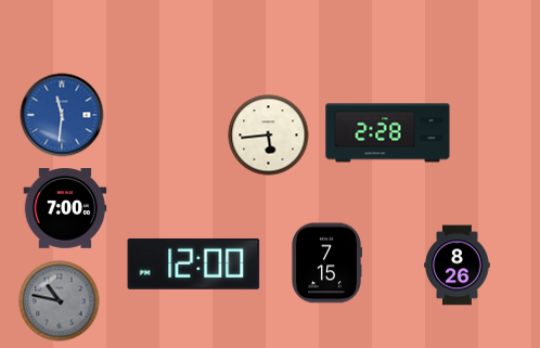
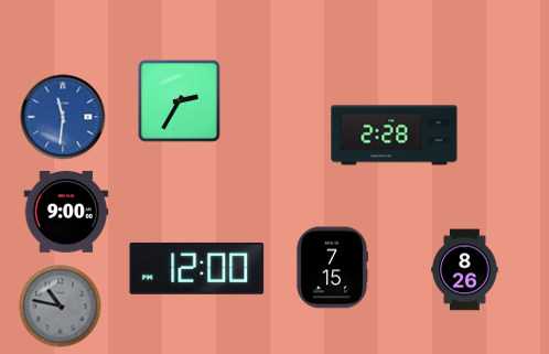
clock at (180, 101): none -> 2:35
clock at (269, 136): 5:44 -> none
clock at (65, 209): 7:00 -> 9:00
